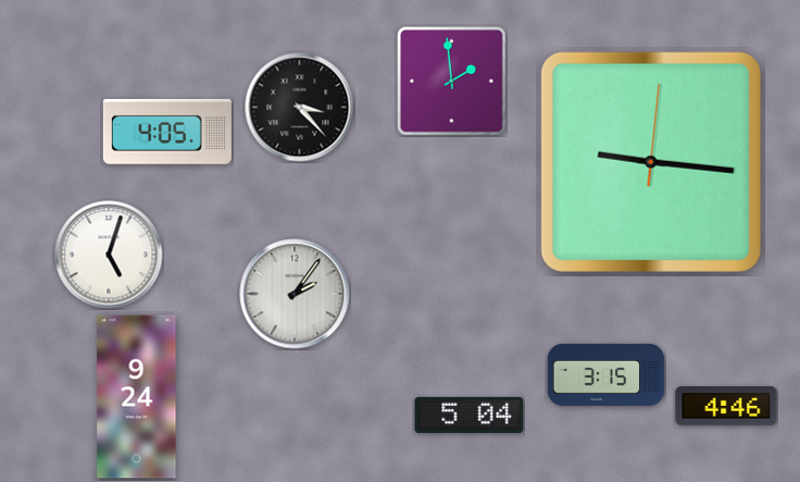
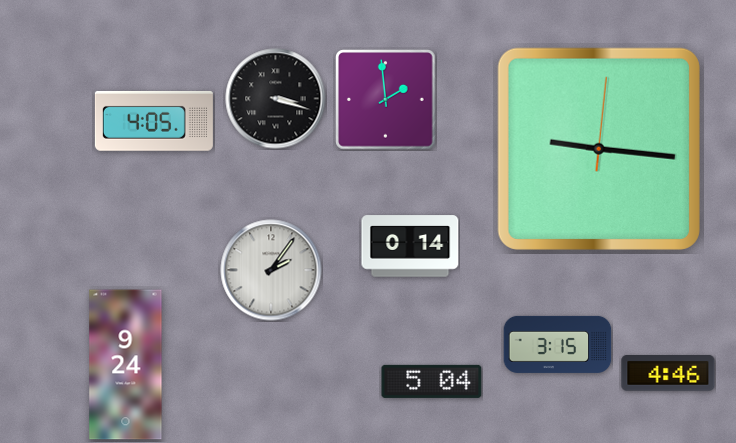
clock at (452, 82) position: (452, 82) -> (386, 100)
clock at (300, 108): 3:23 -> 3:18
clock at (109, 255): 5:03 -> none
clock at (410, 246): none -> 0:14
